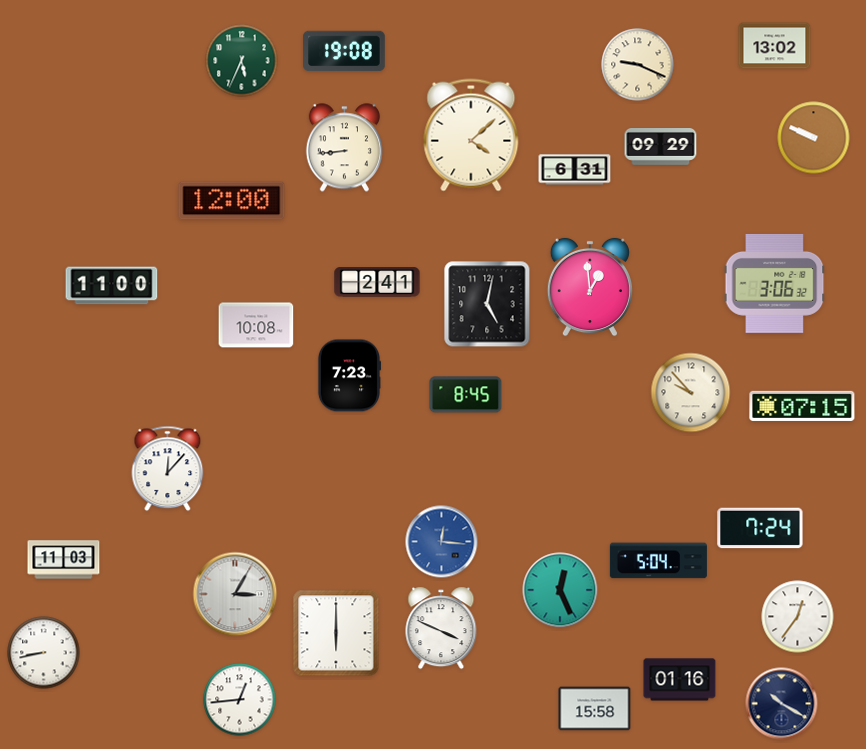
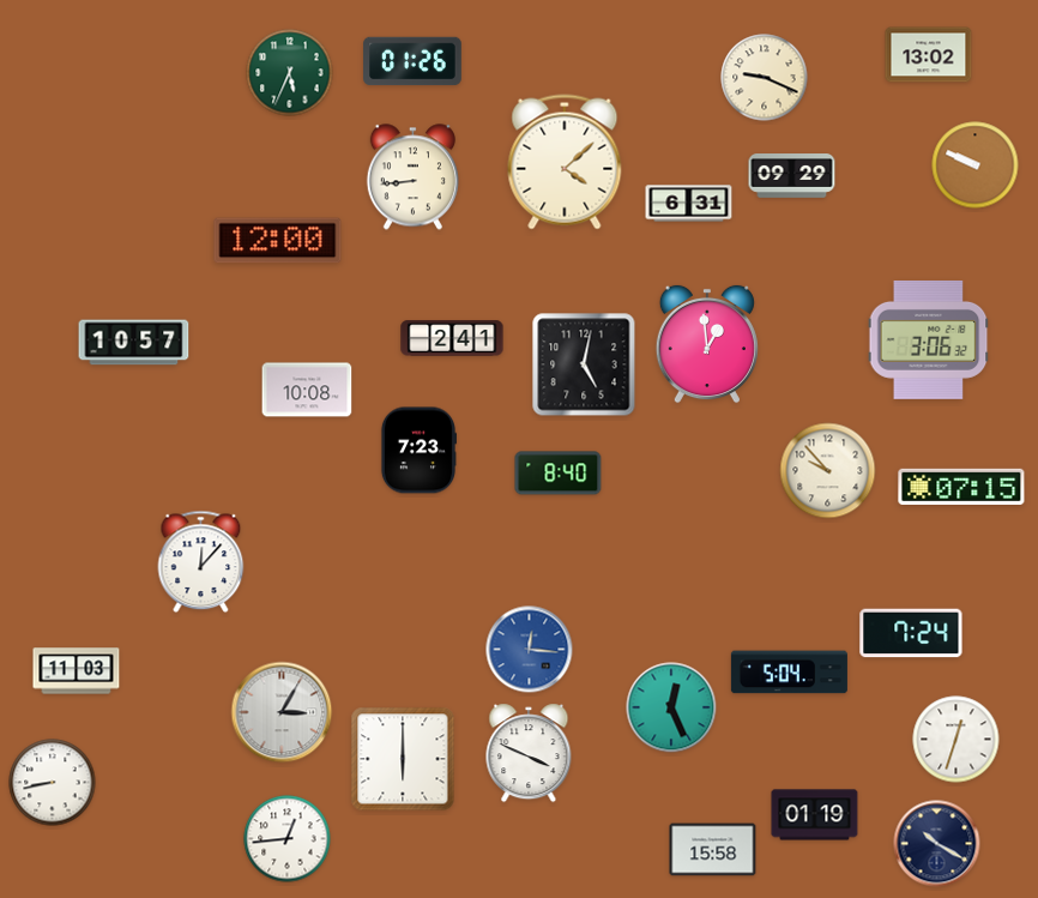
clock at (344, 51): 19:08 -> 01:26
clock at (112, 286): 11:00 -> 10:57
clock at (466, 395): 8:45 -> 8:40
clock at (798, 617): 12:36 -> 12:33
clock at (680, 680): 01:16 -> 01:19
